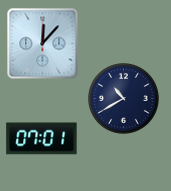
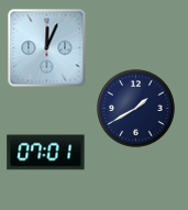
clock at (43, 44): 12:07 -> 12:04
clock at (124, 99): 10:40 -> 1:40
